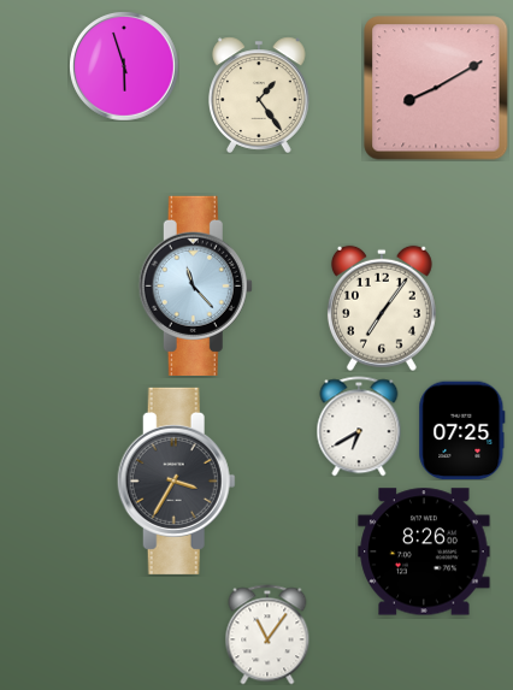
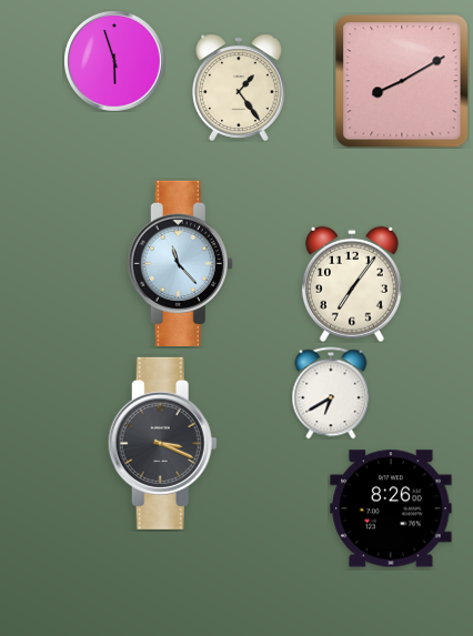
clock at (462, 430): 07:25 -> none
clock at (176, 480): 3:35 -> 3:19
clock at (267, 635): 11:06 -> none
